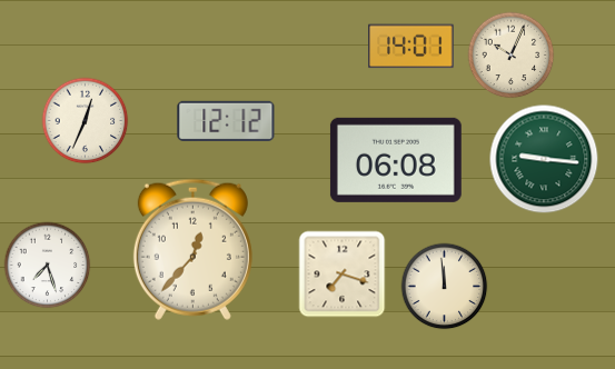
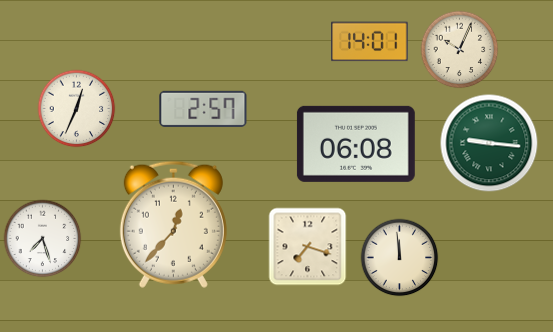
clock at (226, 121): 12:12 -> 2:57
